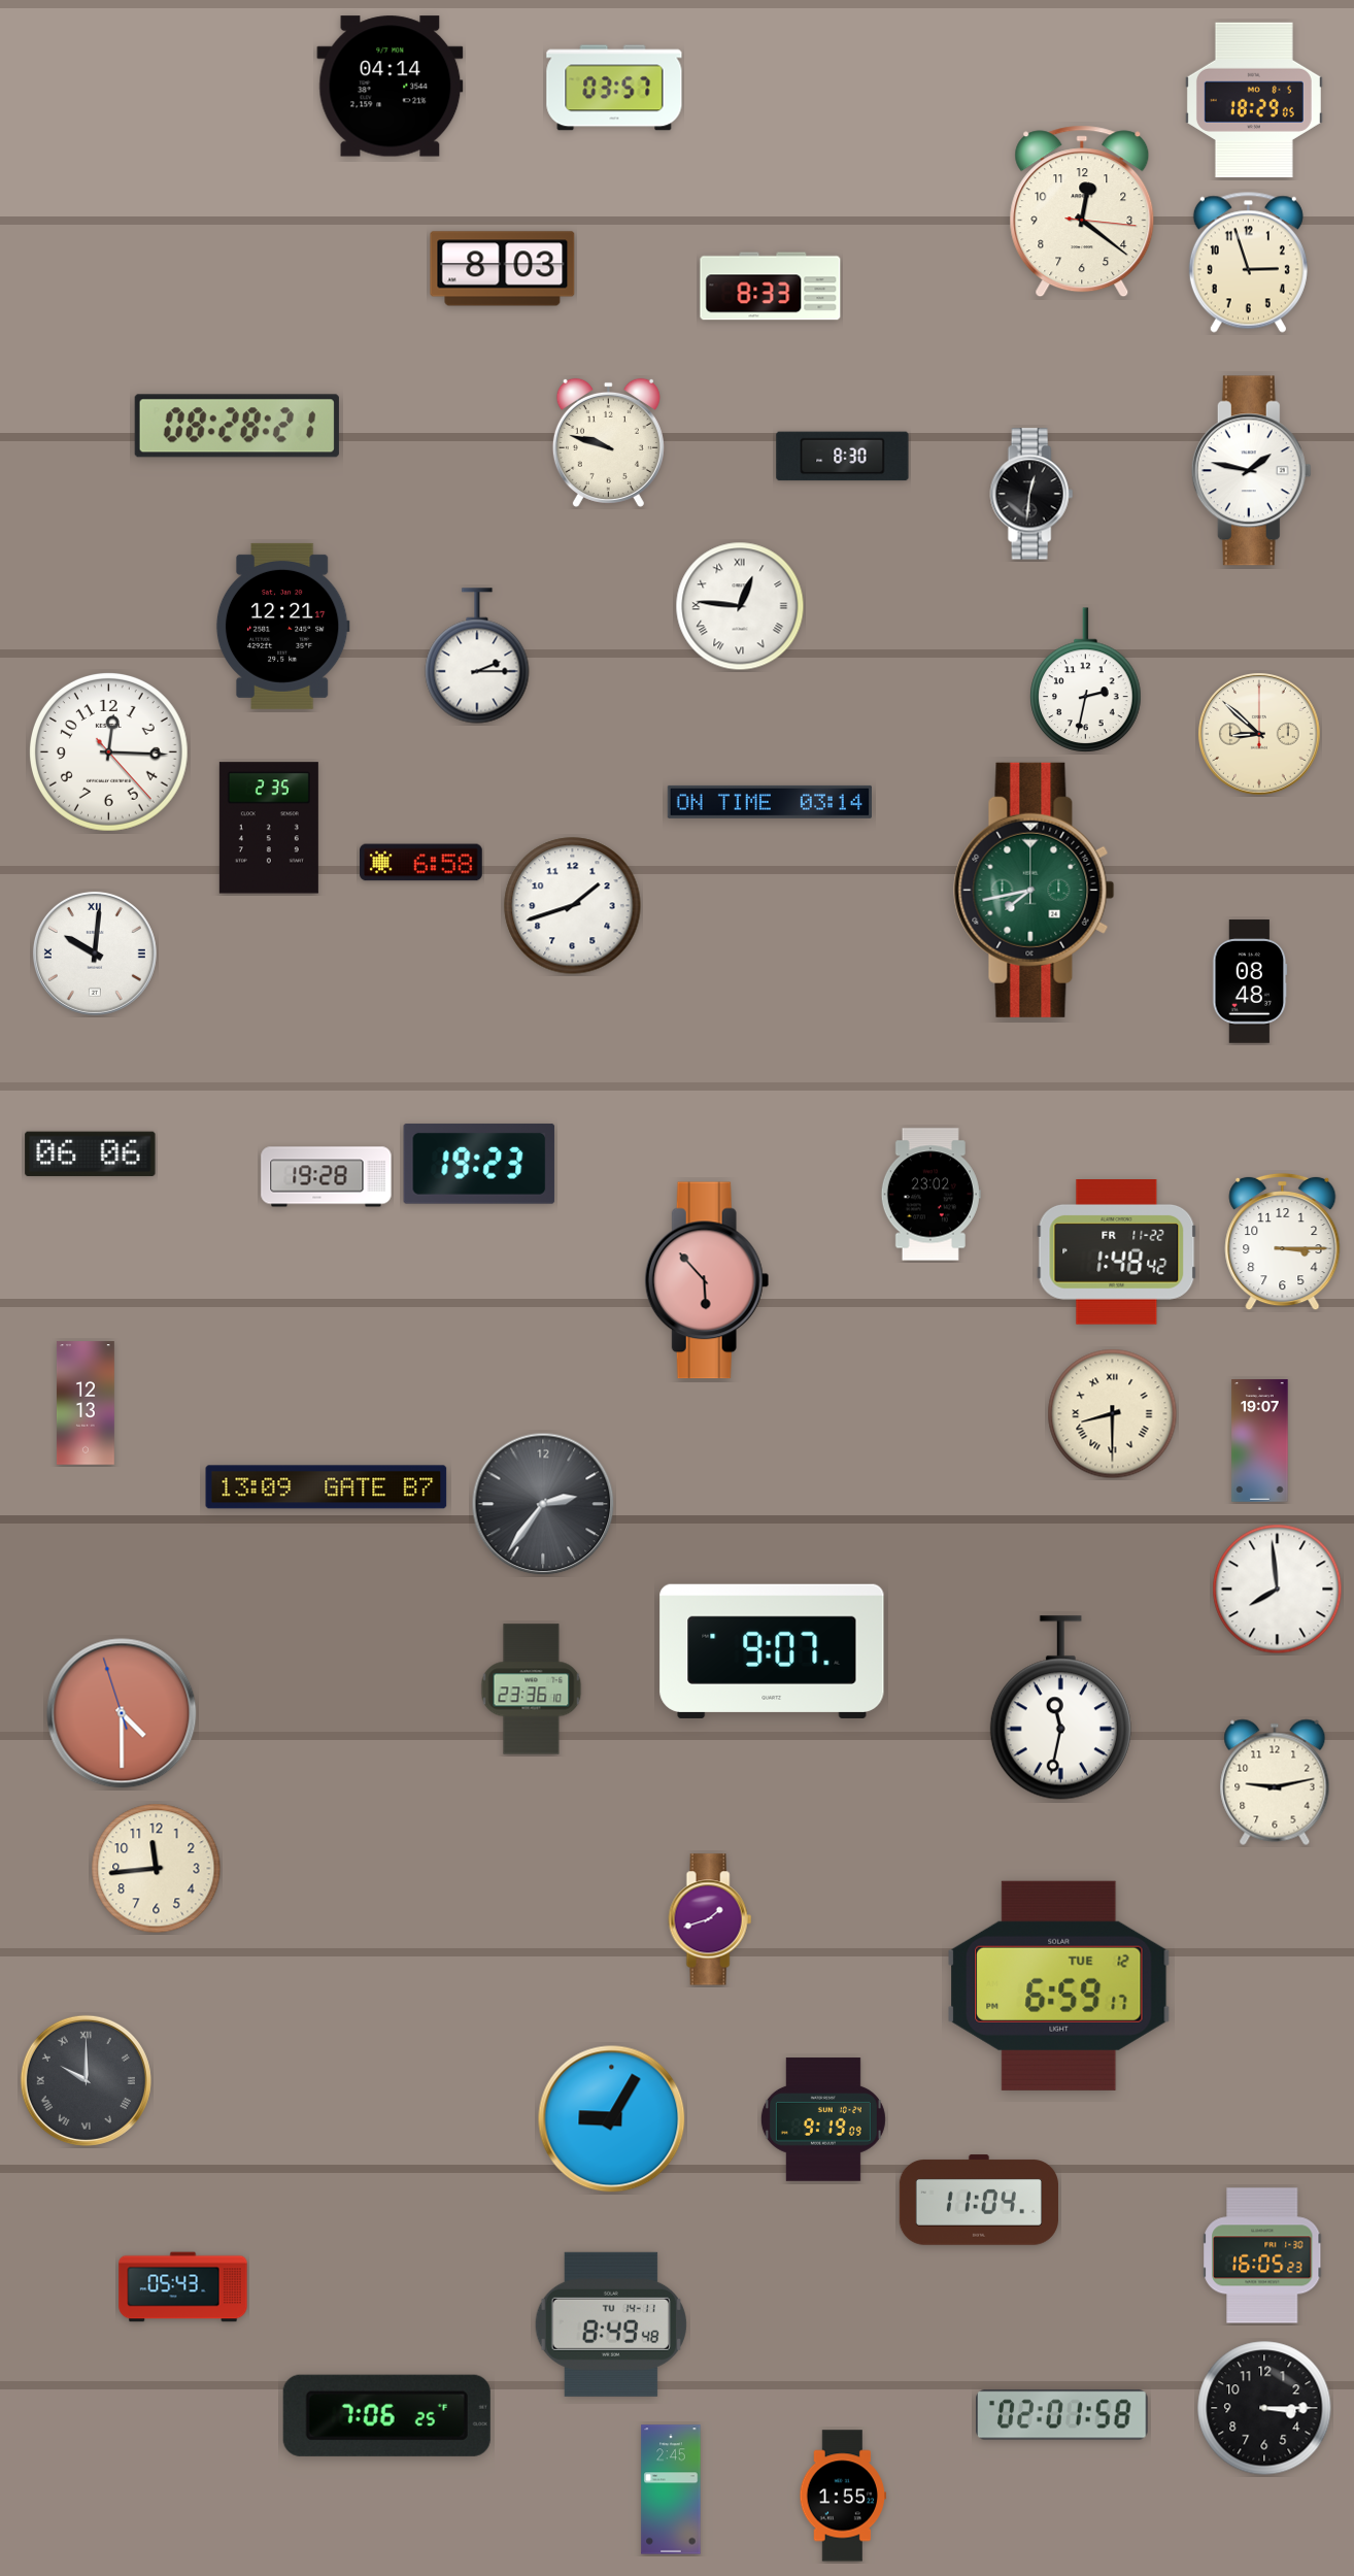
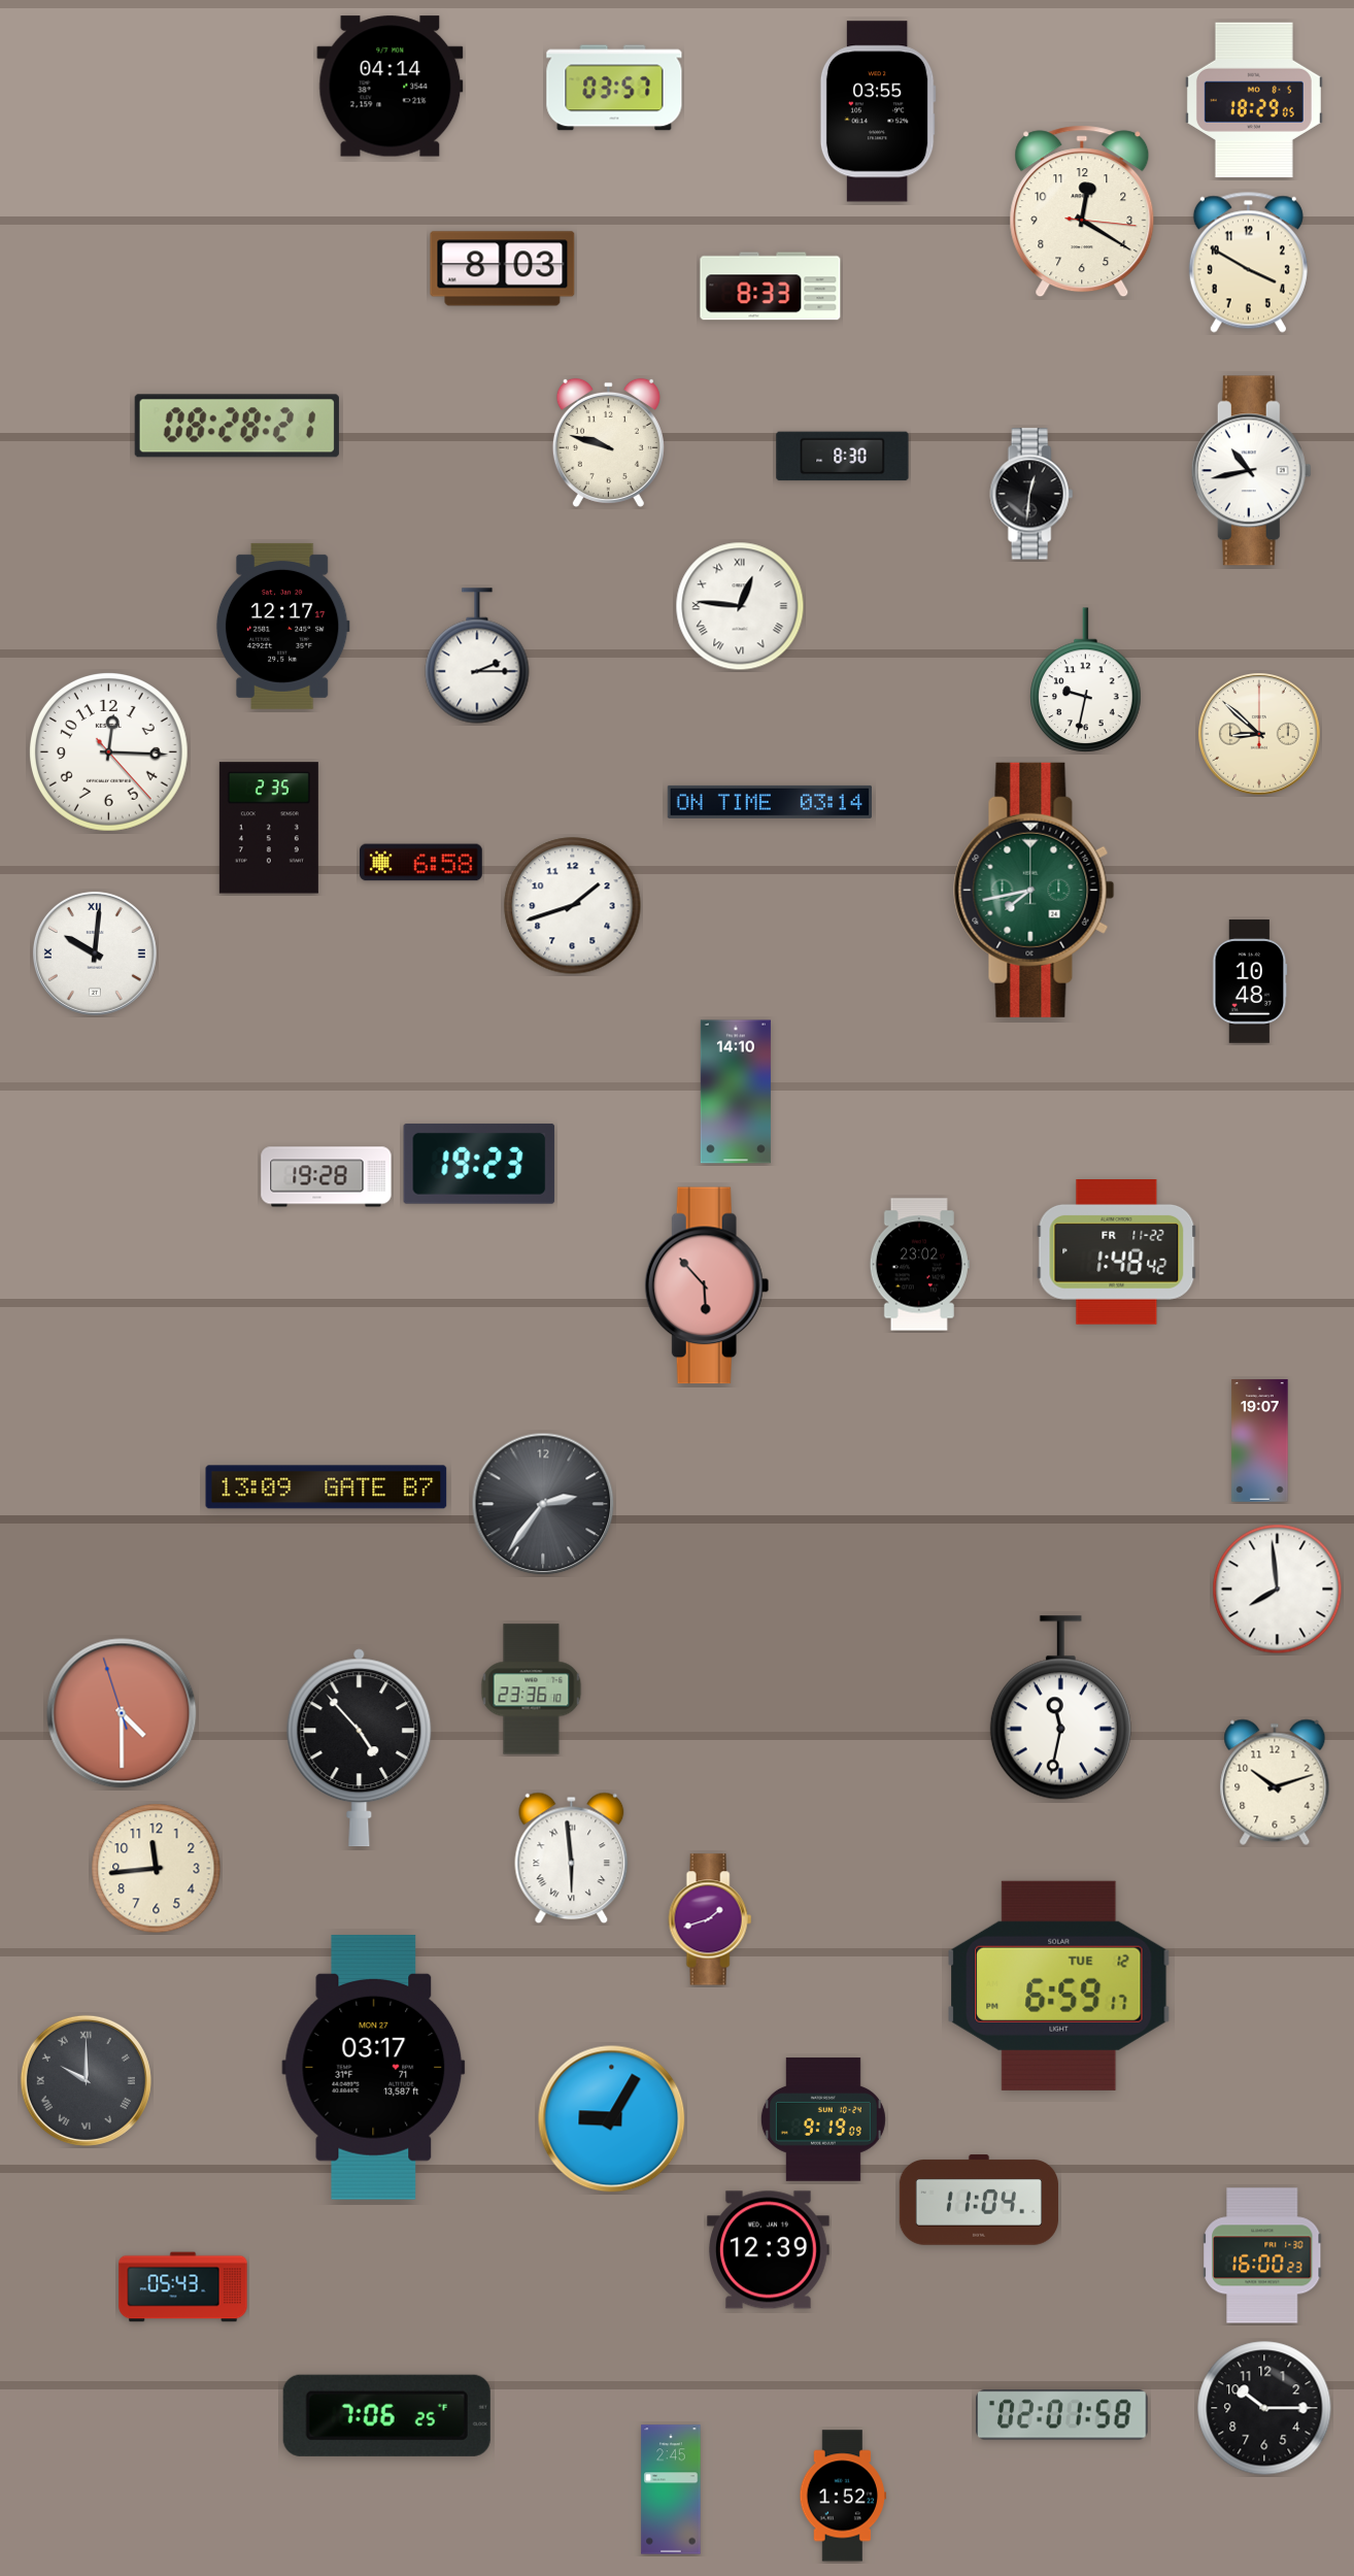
clock at (878, 111): none -> 03:55
clock at (1082, 211): 12:21 -> 12:20
clock at (1248, 262): 2:57 -> 3:50
clock at (1251, 471): 1:47 -> 10:43
clock at (282, 626): 12:21 -> 12:17
clock at (1086, 679): 2:32 -> 9:32
clock at (1250, 981): 08:48 -> 10:48
clock at (736, 1092): none -> 14:10
clock at (91, 1153): 06:06 -> none
clock at (930, 1195) position: (930, 1195) -> (919, 1265)
clock at (1283, 1242): 3:15 -> none
clock at (707, 1280) position: (707, 1280) -> (707, 1285)
clock at (86, 1403): 12:13 -> none
clock at (1113, 1414): 8:30 -> none
clock at (772, 1651): 9:07 -> none
clock at (360, 1748): none -> 4:53
clock at (1275, 1782): 9:13 -> 10:12
clock at (572, 1859): none -> 5:59
clock at (374, 2067): none -> 03:17
clock at (769, 2250): none -> 12:39
clock at (1263, 2255): 16:05 -> 16:00
clock at (611, 2324): 8:49 -> none
clock at (1264, 2408): 3:15 -> 10:15
clock at (842, 2496): 1:55 -> 1:52
